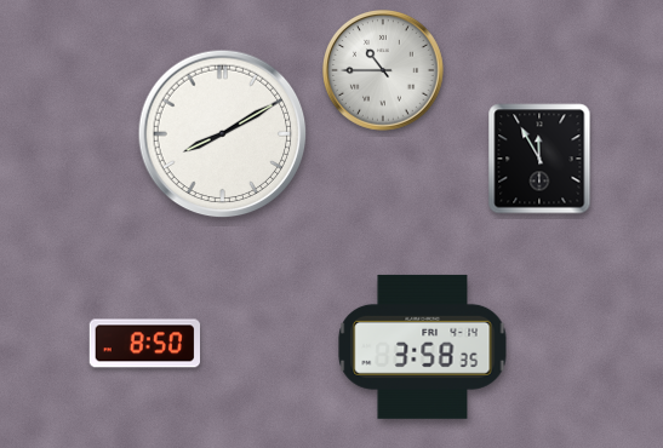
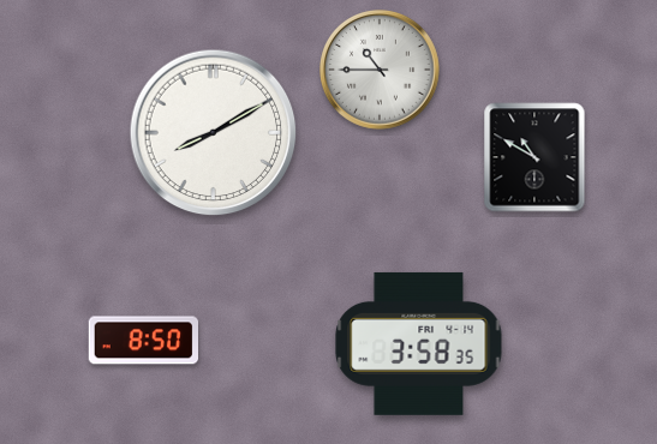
clock at (223, 134) position: (223, 134) -> (214, 133)
clock at (539, 159): 11:55 -> 10:50
